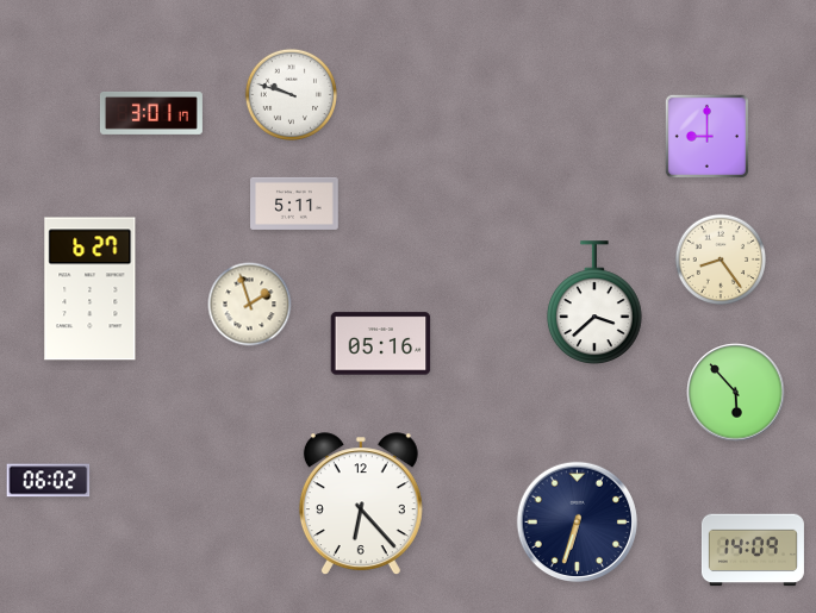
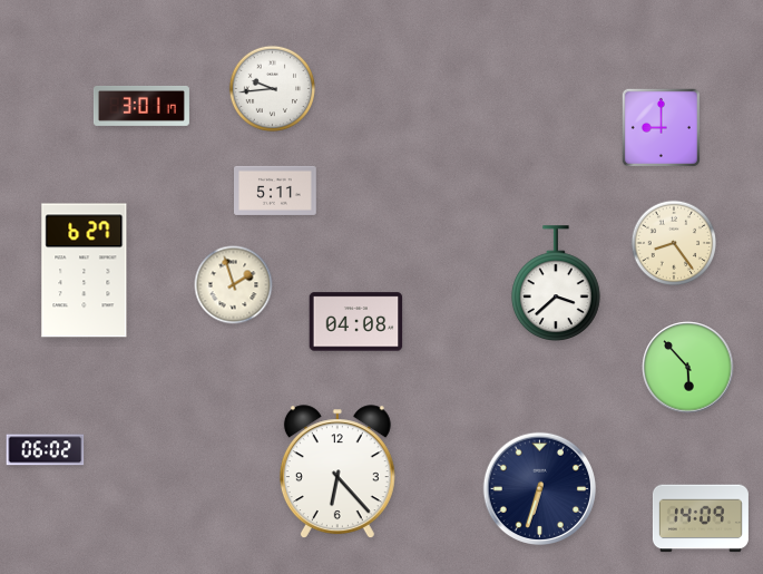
clock at (291, 94): 9:48 -> 9:44
clock at (381, 344): 05:16 -> 04:08
clock at (753, 550) position: (753, 550) -> (701, 518)
